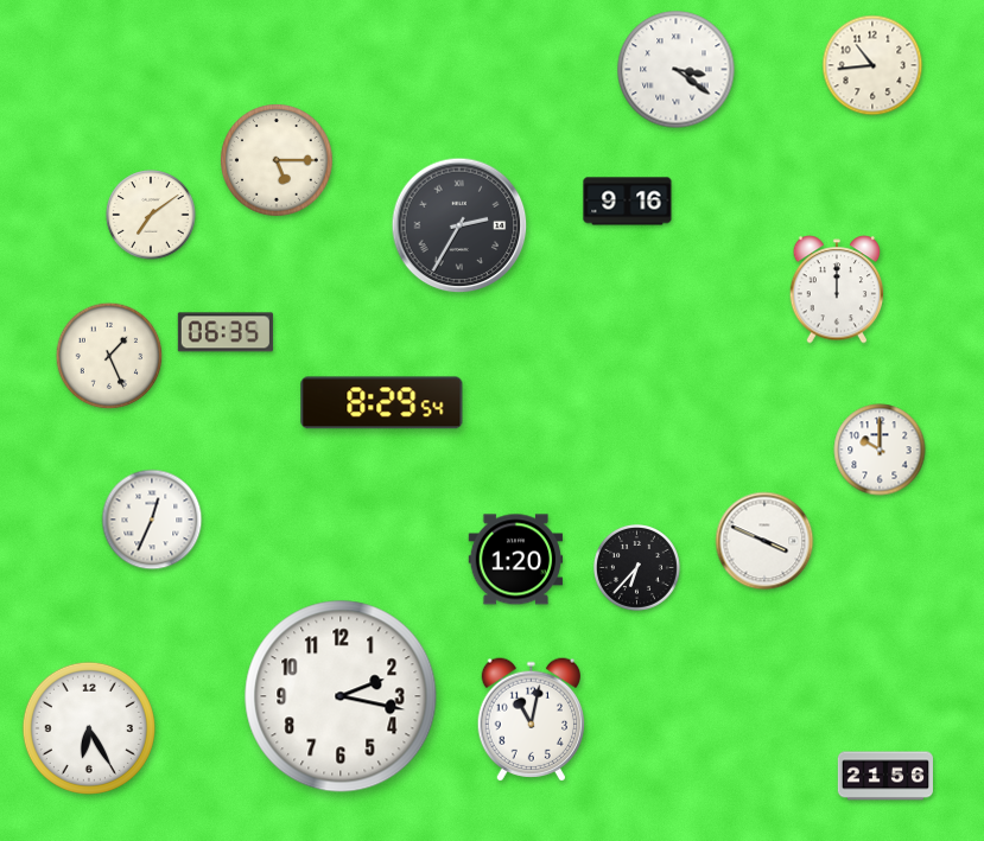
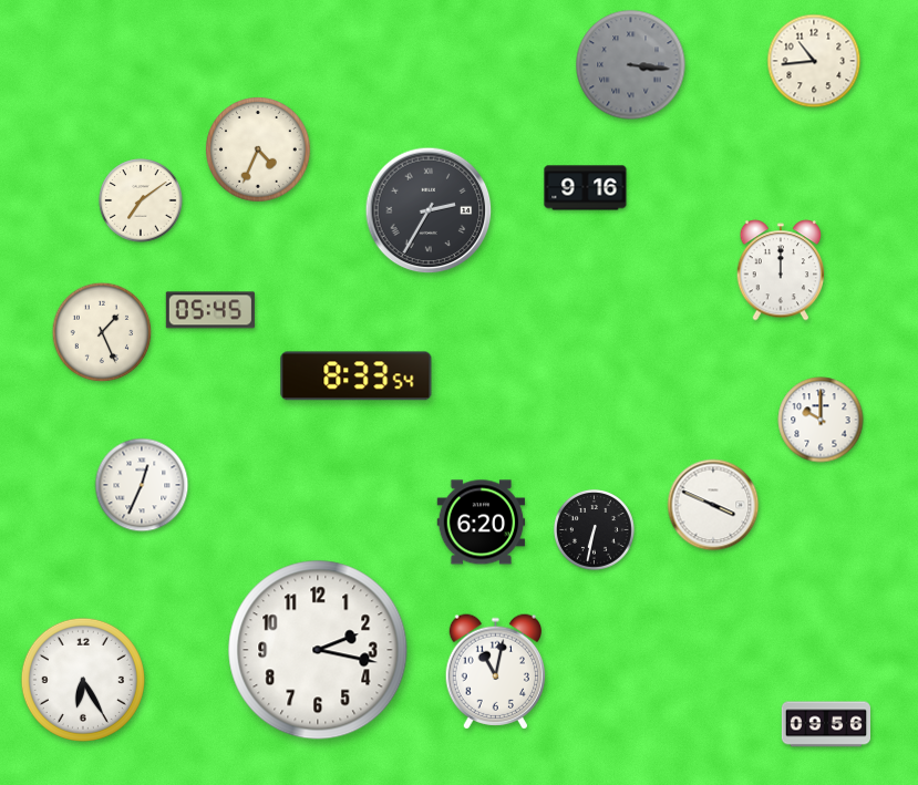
clock at (677, 70): 3:21 -> 3:16
clock at (677, 70) dial: white -> grey
clock at (278, 161): 5:15 -> 4:34
clock at (226, 332): 06:35 -> 05:45
clock at (382, 403): 8:29 -> 8:33
clock at (516, 560): 1:20 -> 6:20
clock at (636, 567): 6:37 -> 6:32
clock at (884, 776): 21:56 -> 09:56
